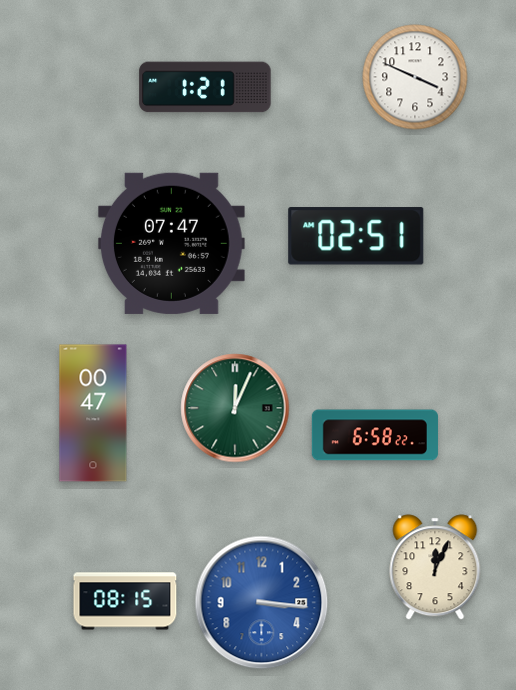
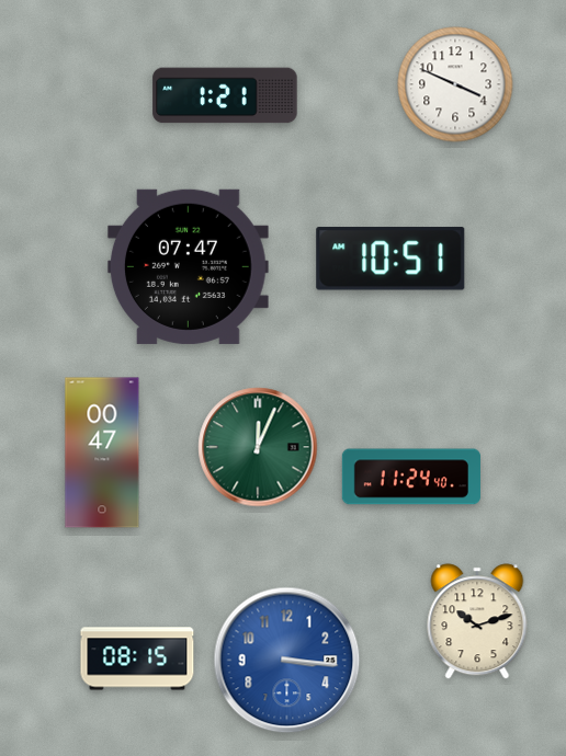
clock at (356, 237): 02:51 -> 10:51
clock at (375, 435): 6:58 -> 11:24
clock at (435, 567): 12:04 -> 10:12
